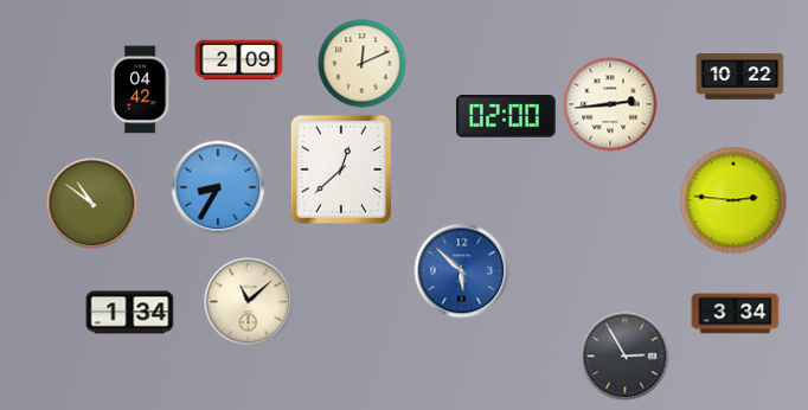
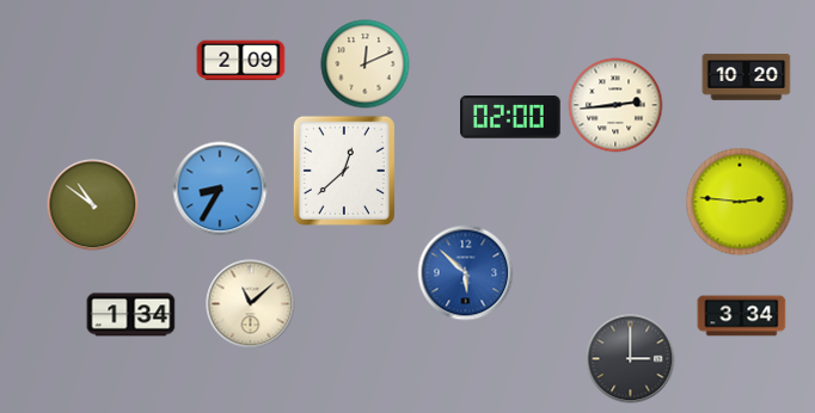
clock at (740, 77): 10:22 -> 10:20
clock at (140, 90): 04:42 -> none
clock at (626, 357): 2:55 -> 3:00
